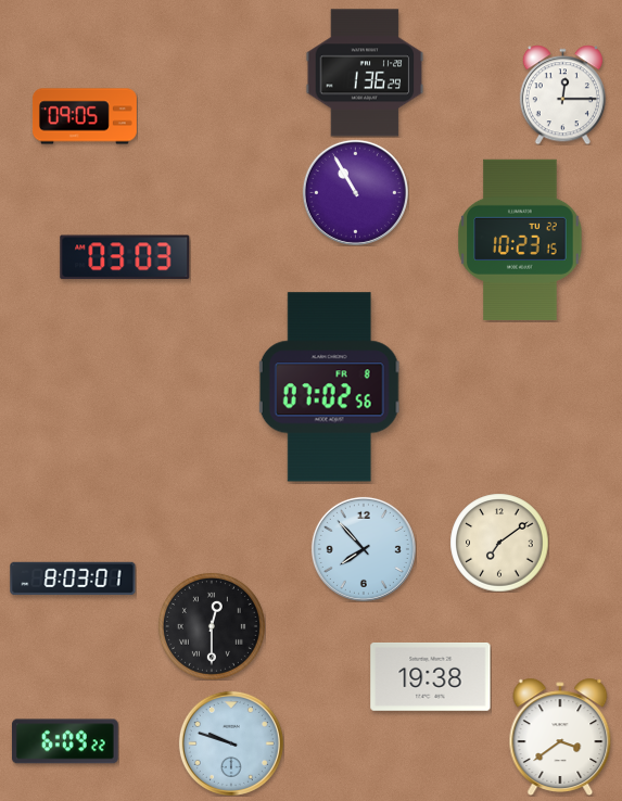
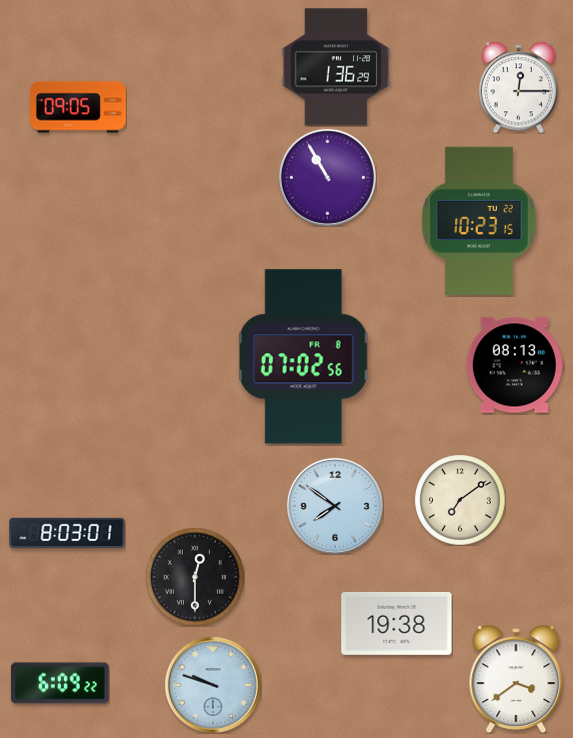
clock at (125, 257): 03:03 -> none
clock at (515, 365): none -> 08:13
clock at (364, 549): 7:53 -> 7:51
